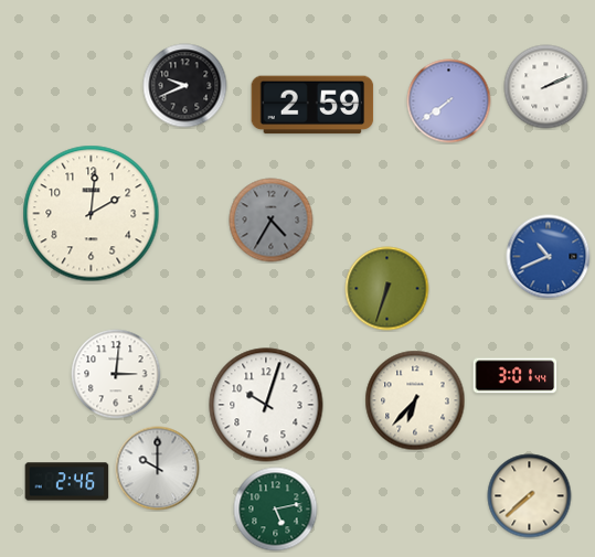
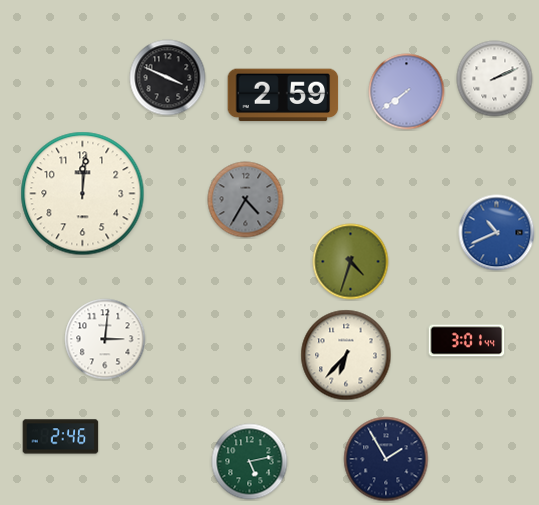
clock at (185, 86): 9:41 -> 3:49
clock at (92, 214): 2:01 -> 12:01
clock at (387, 289): 6:33 -> 4:33
clock at (415, 400) position: (415, 400) -> (346, 355)
clock at (266, 405): 10:03 -> none
clock at (158, 469): 10:00 -> none
clock at (530, 496): 7:38 -> none
clock at (386, 459): none -> 1:55
